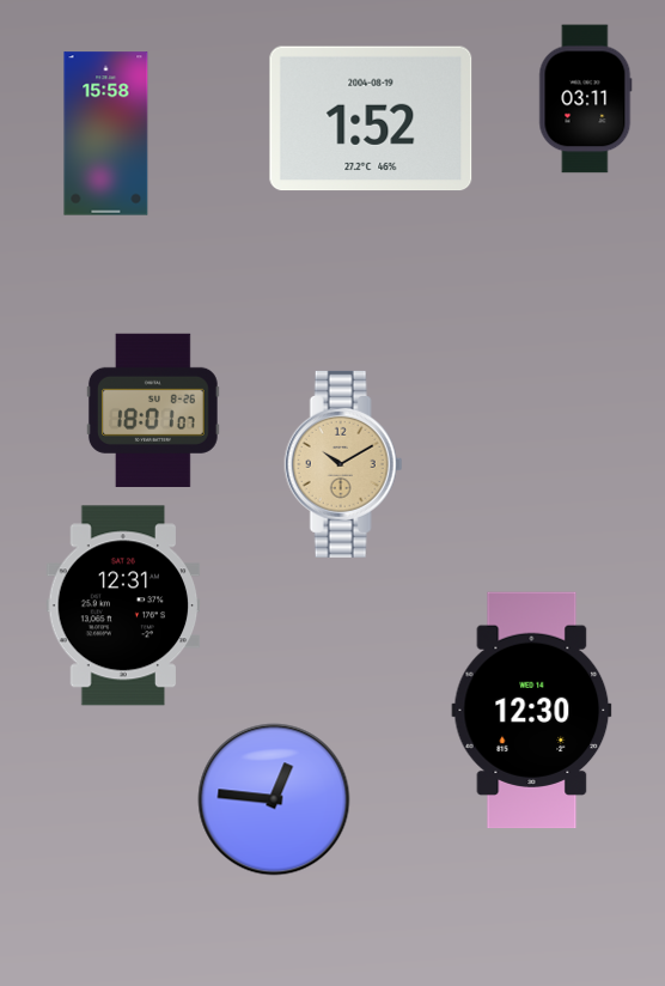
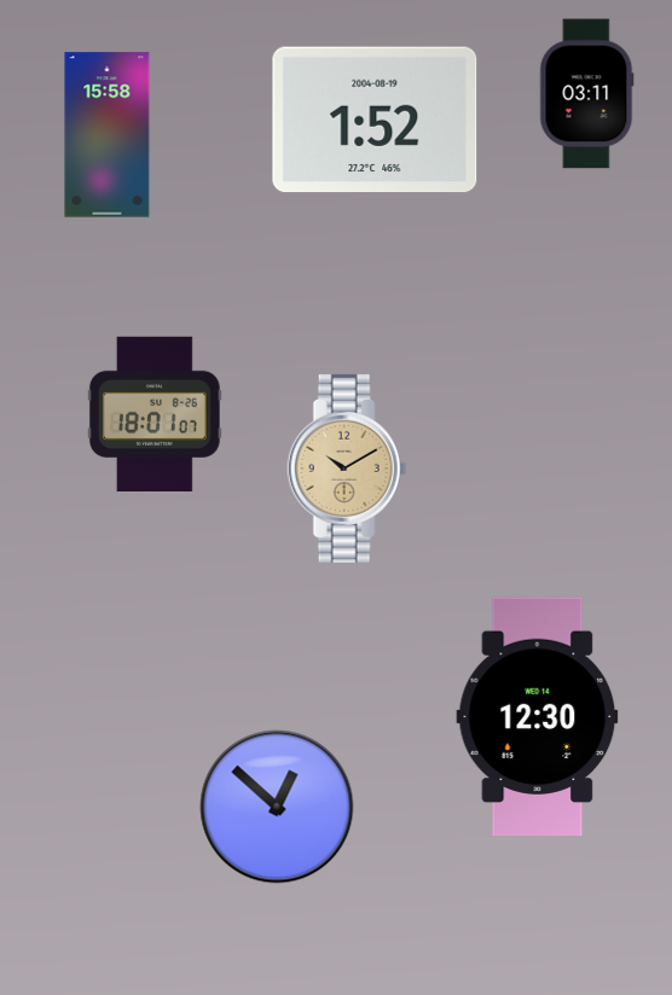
clock at (586, 99) position: (586, 99) -> (587, 94)
clock at (123, 605): 12:31 -> none
clock at (274, 799): 12:46 -> 12:52
